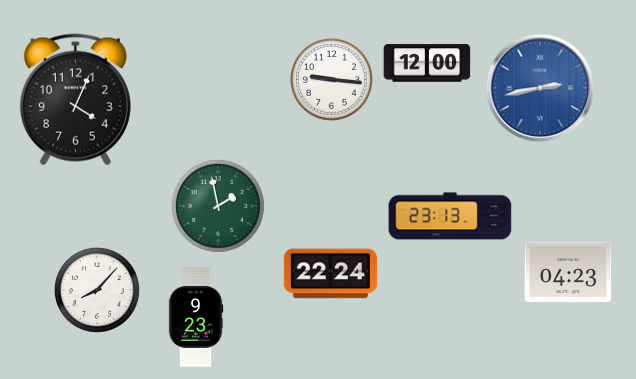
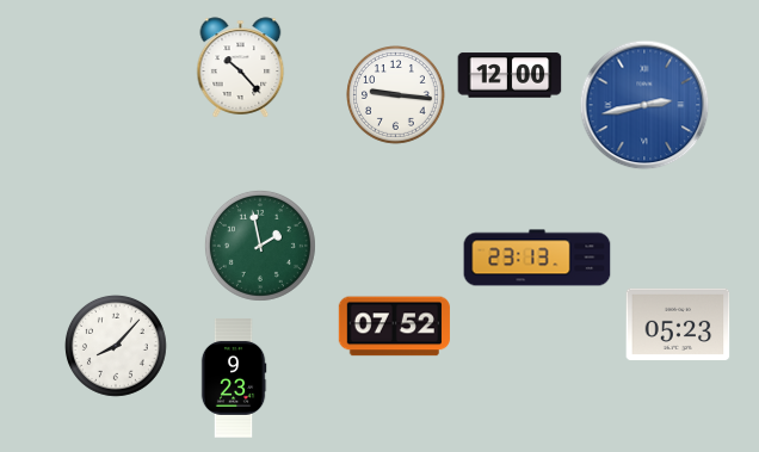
clock at (241, 68): none -> 10:23
clock at (75, 100): 4:04 -> none
clock at (568, 272): 04:23 -> 05:23
clock at (330, 274): 22:24 -> 07:52
